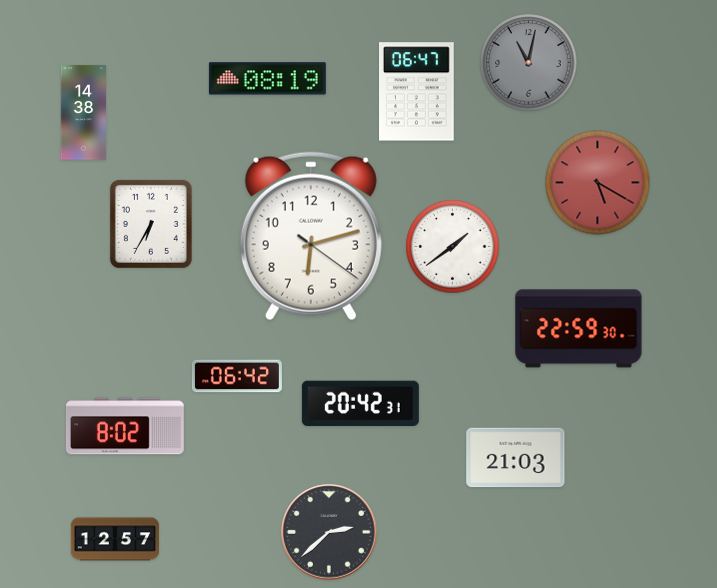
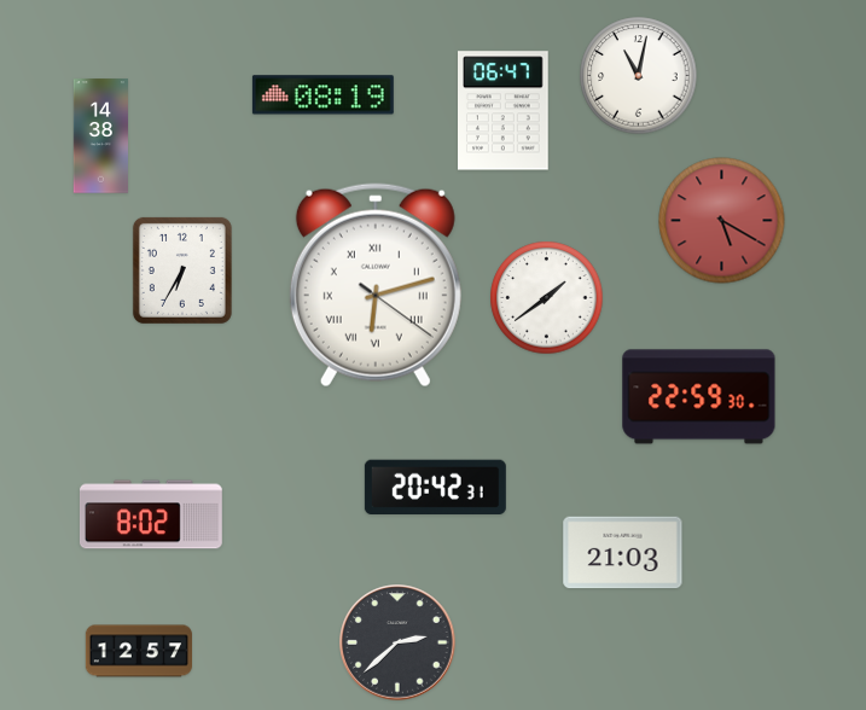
clock at (529, 63) dial: grey -> white
clock at (311, 236) numerals: Arabic -> Roman
clock at (237, 376): 06:42 -> none
